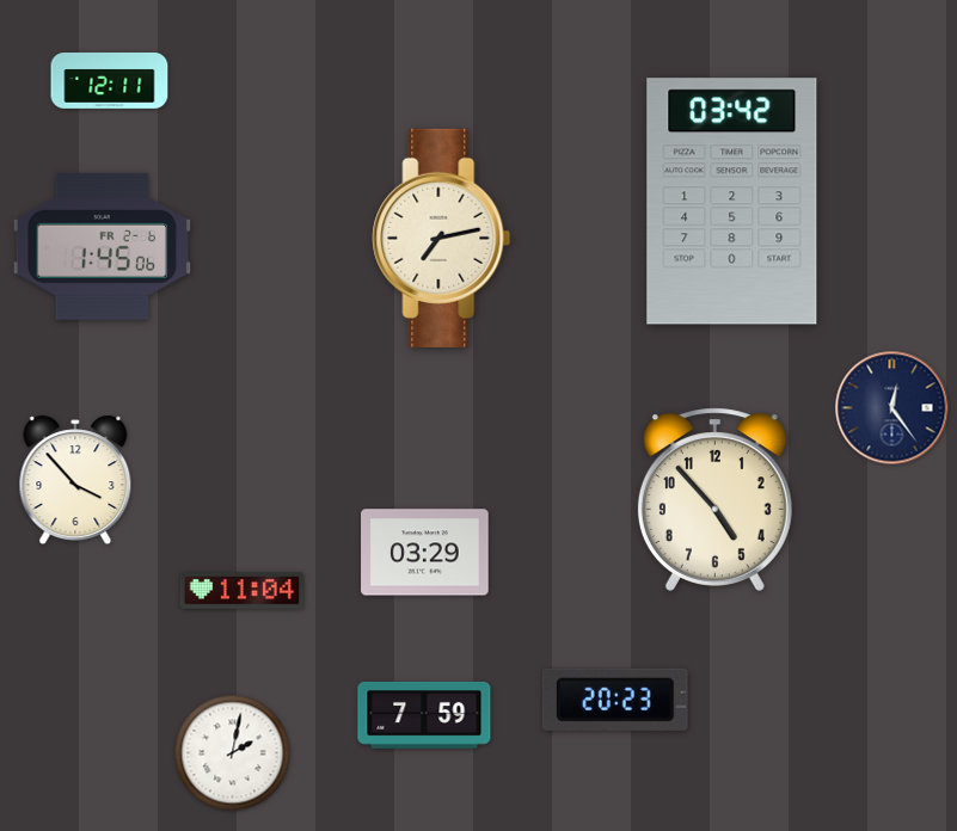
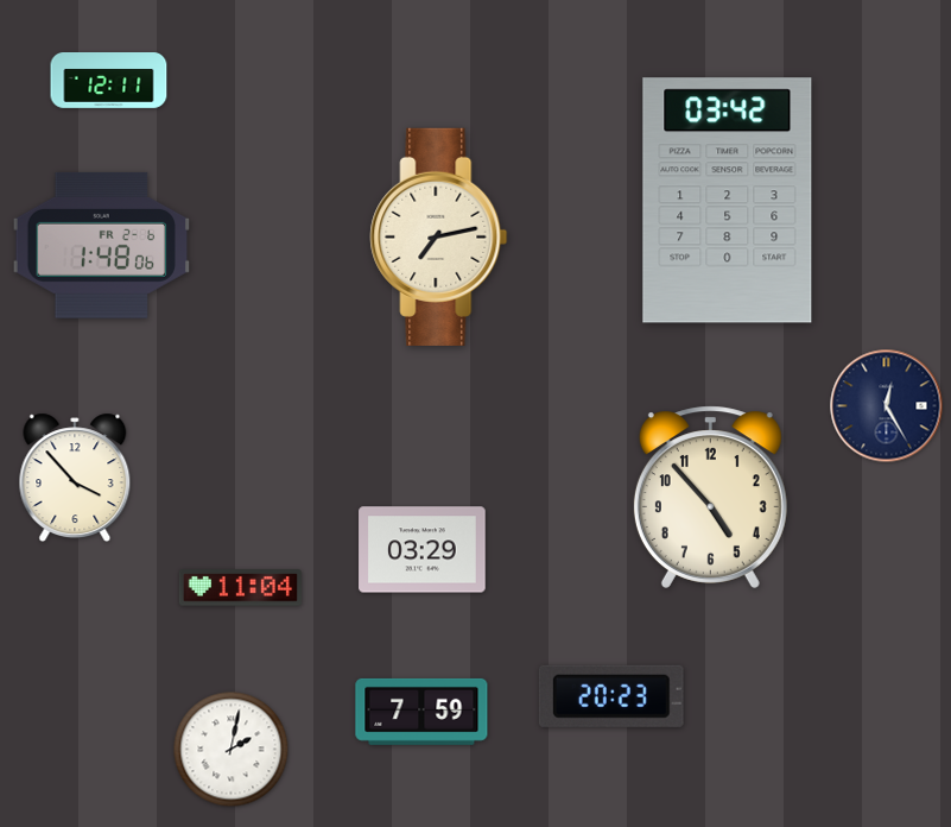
clock at (102, 246): 1:45 -> 1:48
clock at (892, 408): 12:24 -> 12:25
